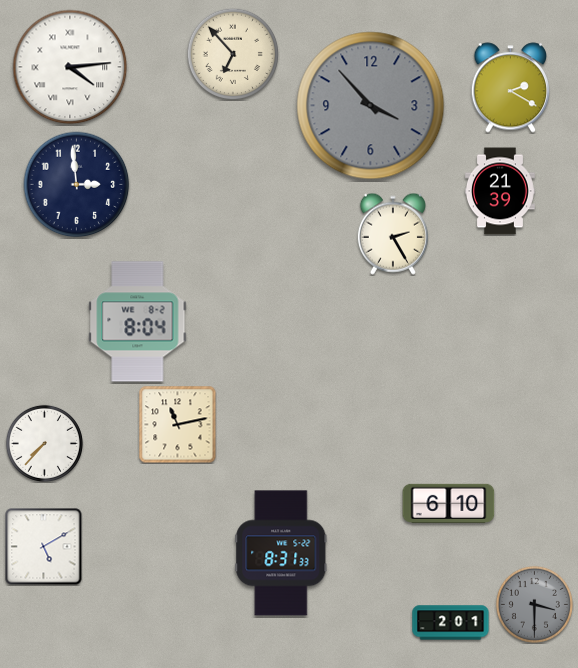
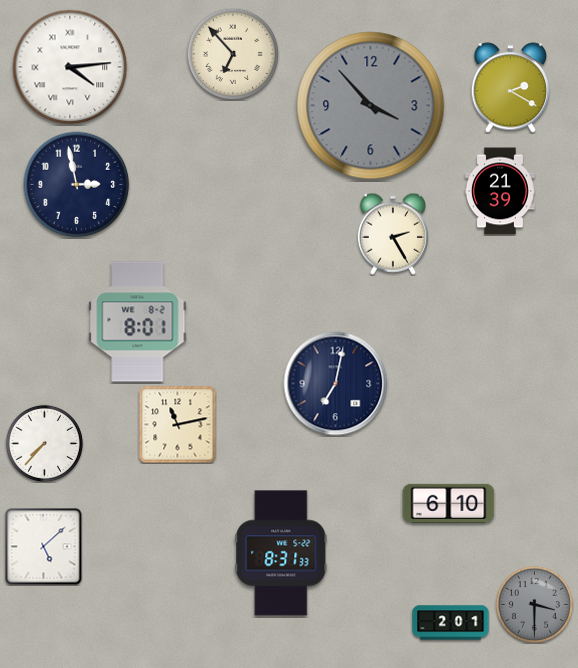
clock at (77, 185): 2:59 -> 2:58
clock at (138, 322): 8:04 -> 8:01
clock at (336, 384): none -> 7:02
clock at (44, 547): 5:10 -> 5:08
